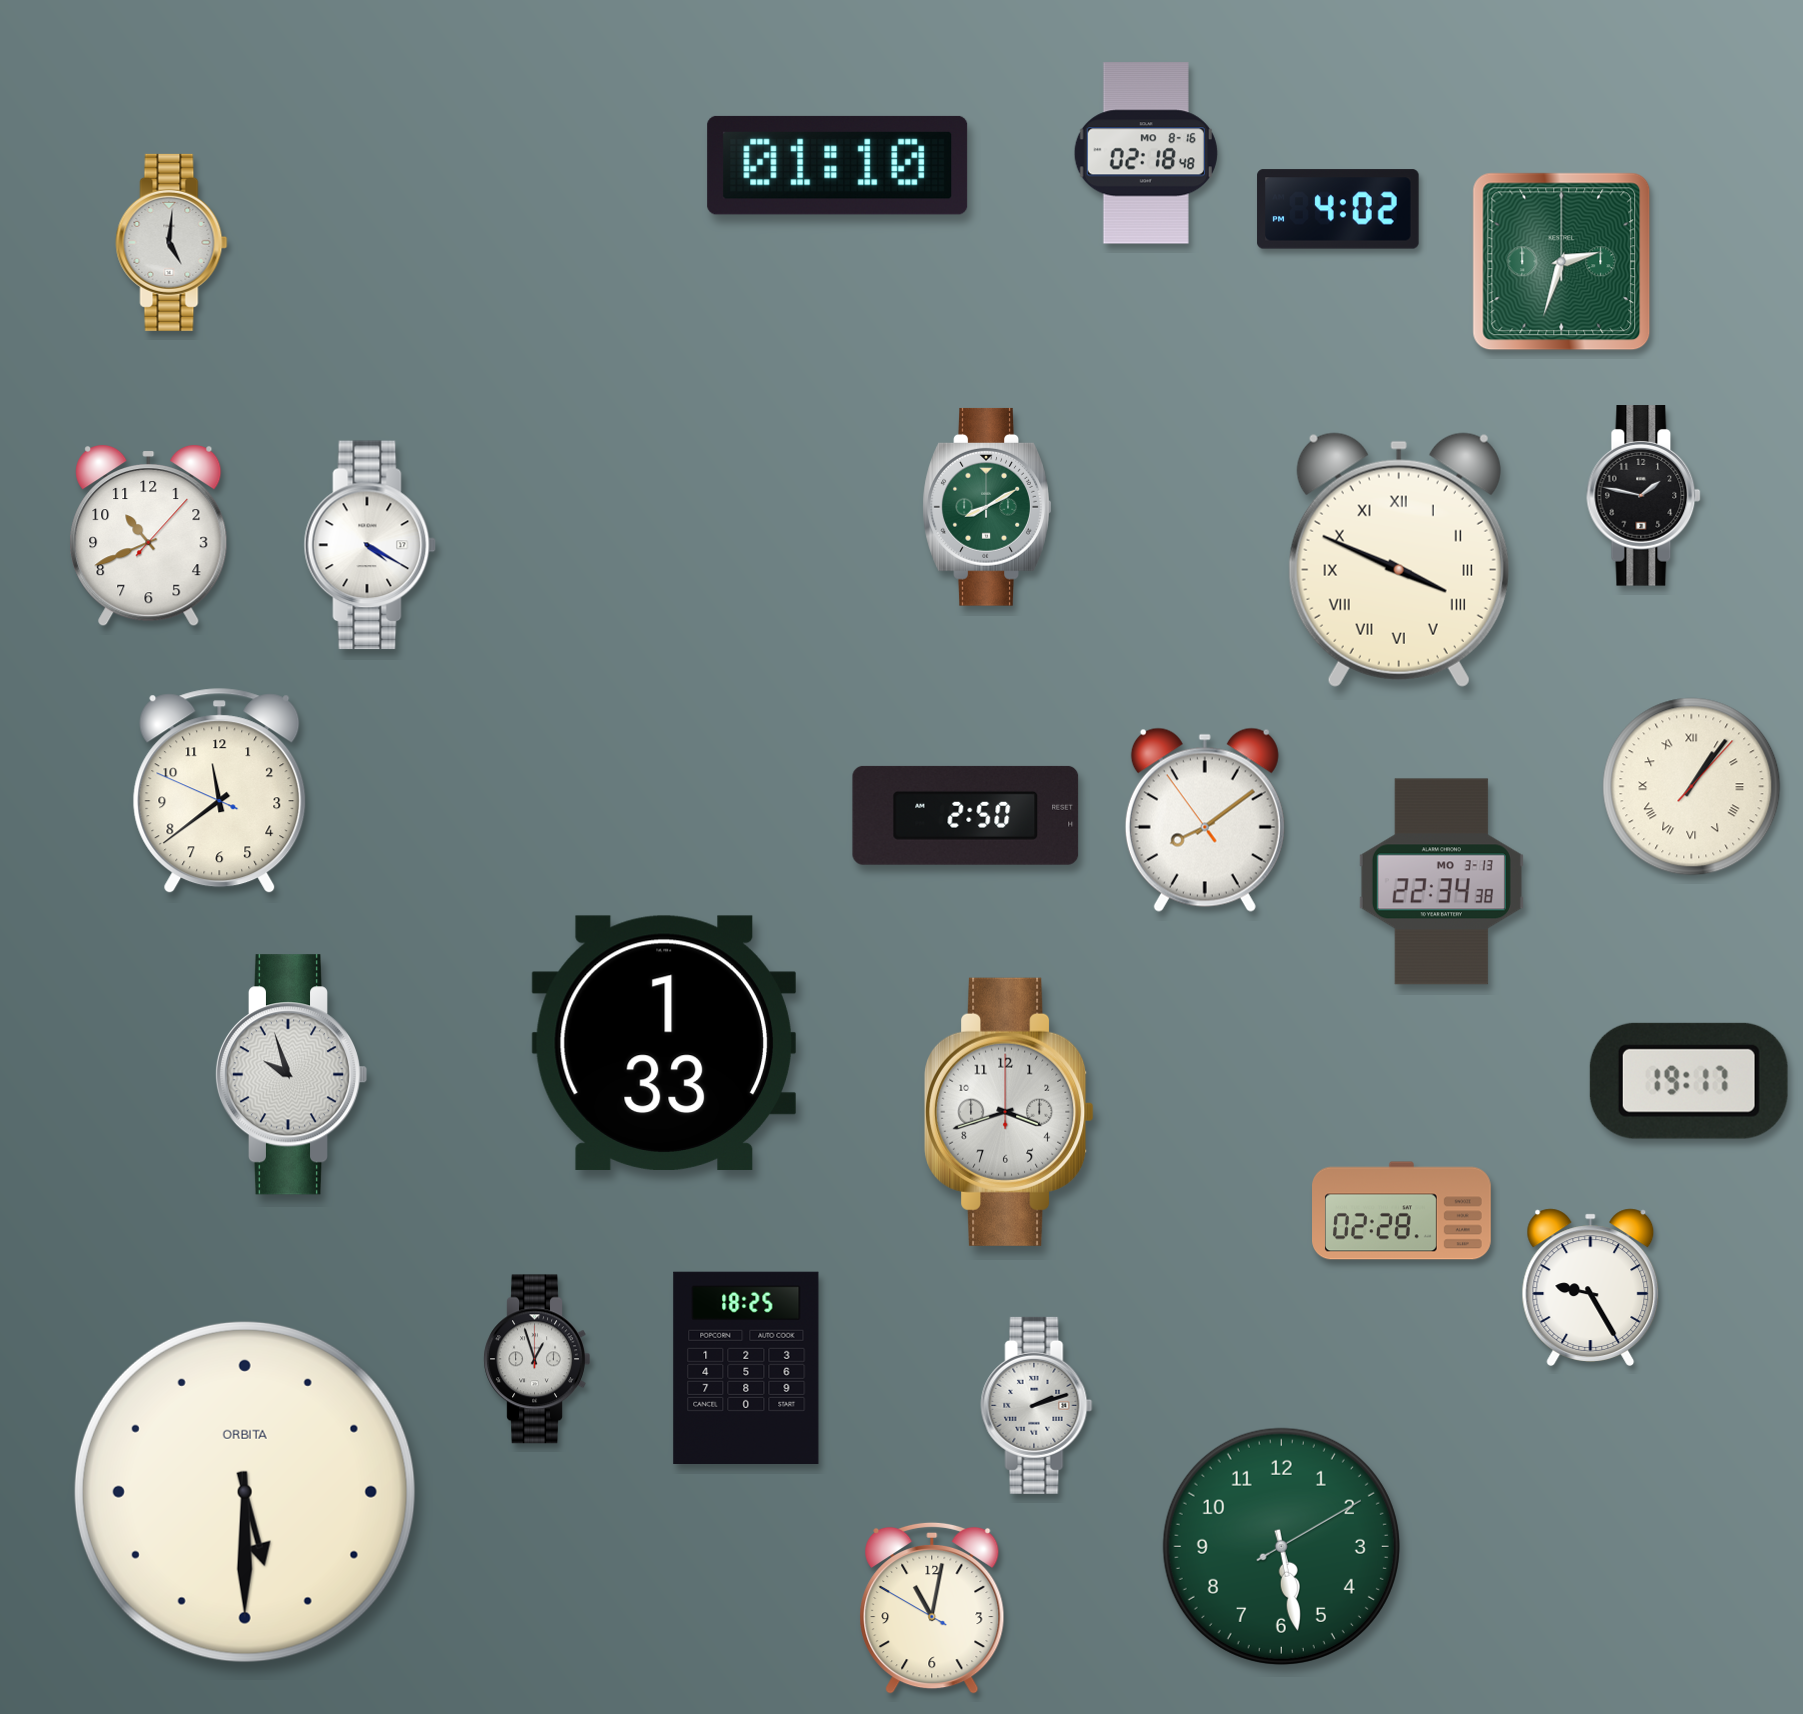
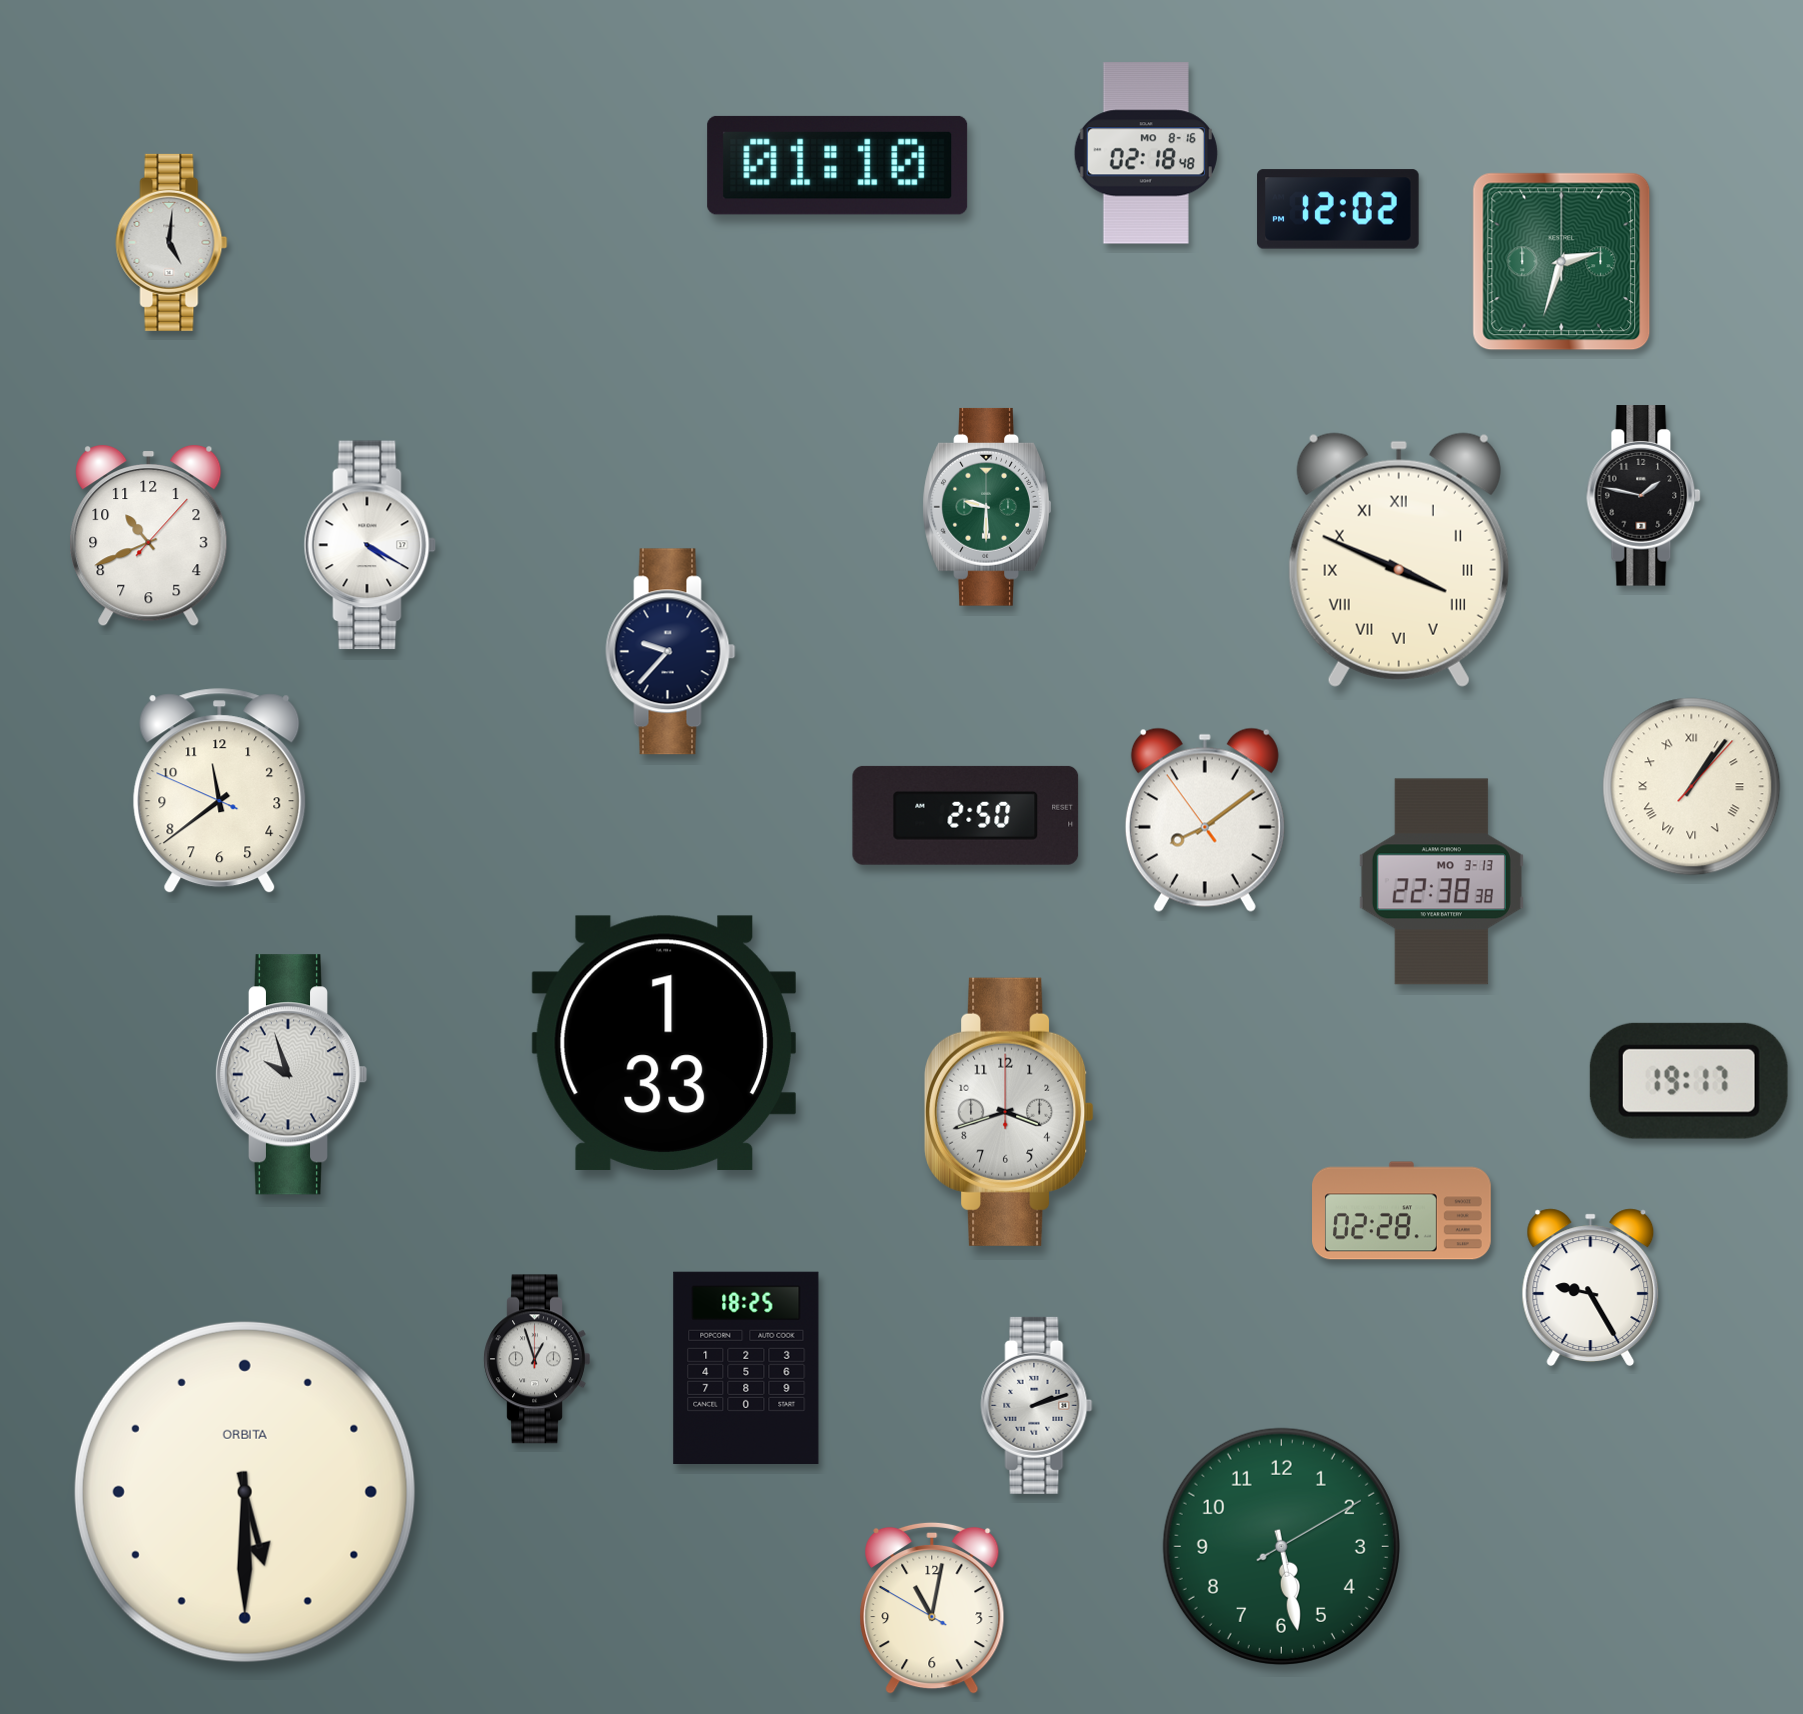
clock at (1338, 209): 4:02 -> 12:02
clock at (987, 507): 8:10 -> 9:30
clock at (671, 652): none -> 9:37
clock at (1441, 882): 22:34 -> 22:38
